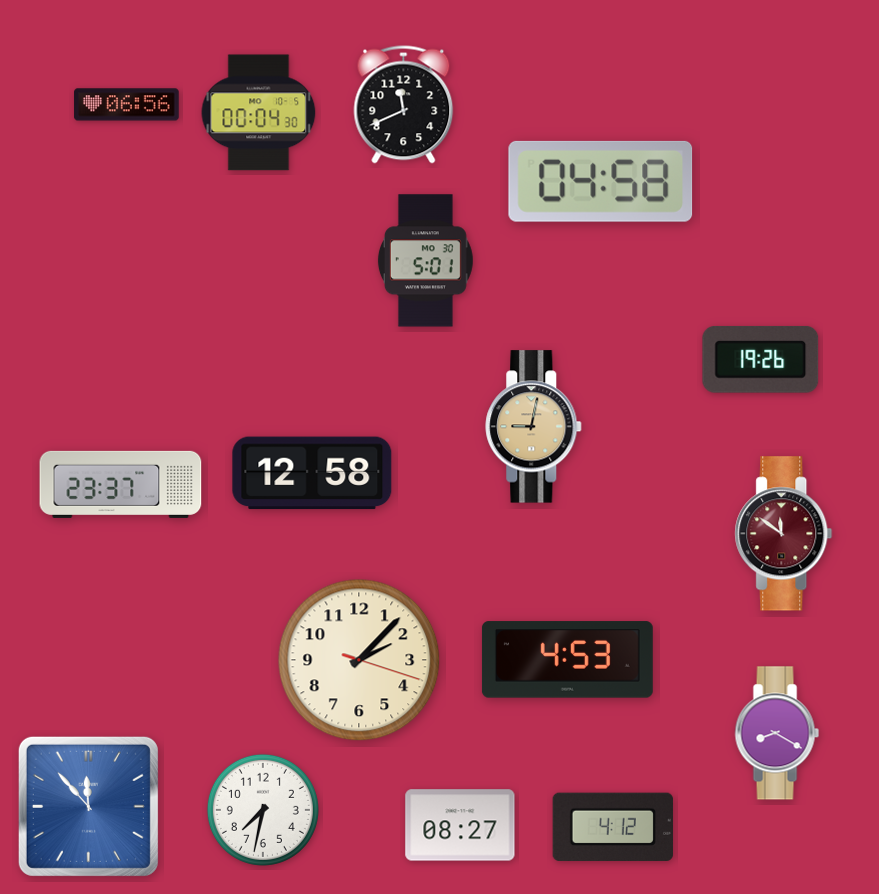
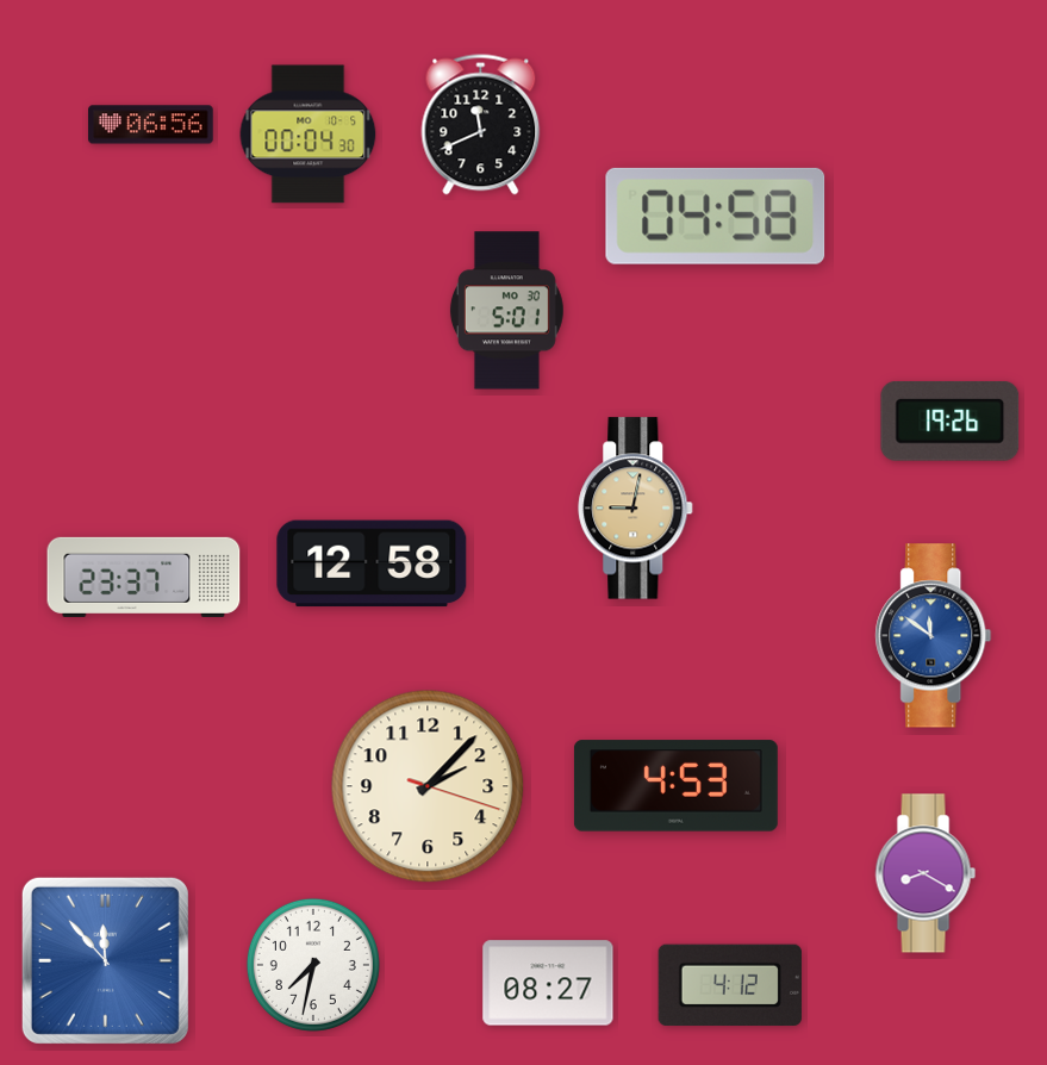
clock at (761, 359) position: (761, 359) -> (951, 421)
clock at (784, 534) dial: burgundy -> blue
